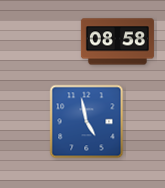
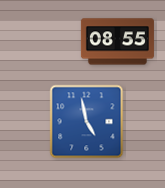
clock at (117, 42): 08:58 -> 08:55
